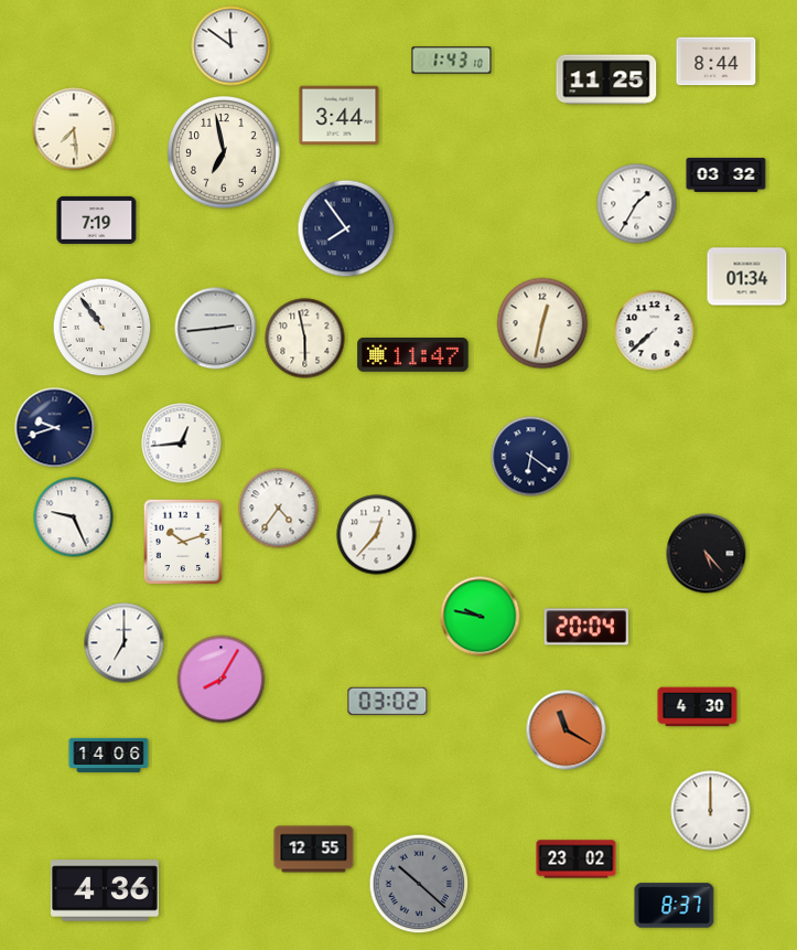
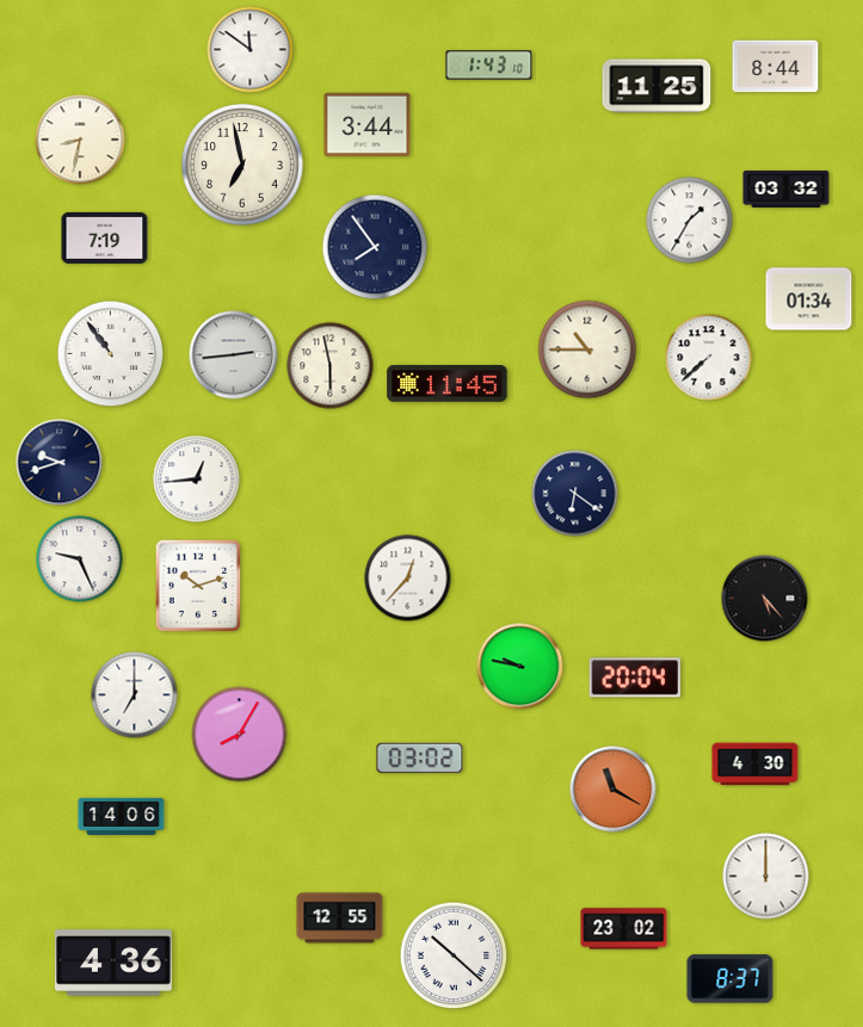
clock at (74, 129): 7:29 -> 8:32
clock at (542, 323): 12:32 -> 10:45
clock at (413, 355): 11:47 -> 11:45
clock at (279, 509): 4:36 -> none
clock at (109, 755) position: (109, 755) -> (122, 816)
clock at (711, 811) position: (711, 811) -> (766, 877)
clock at (419, 884) dial: grey -> white
